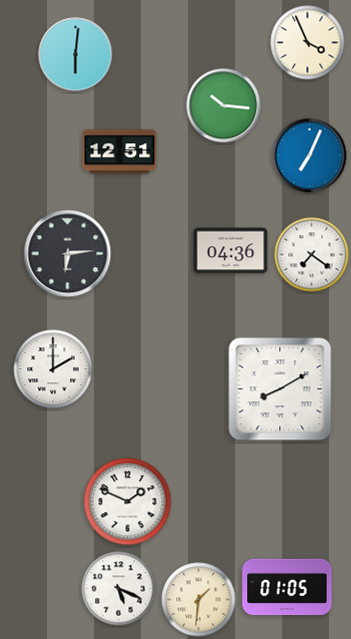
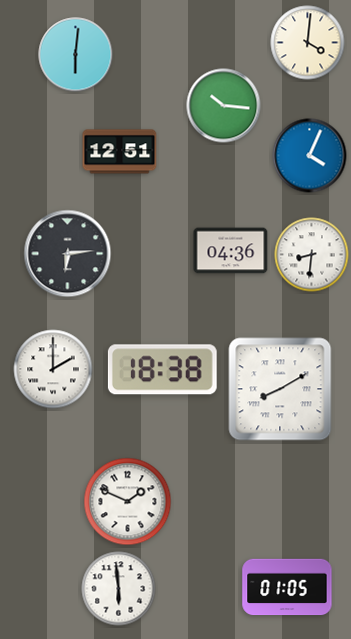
clock at (308, 43): 3:56 -> 4:01
clock at (310, 156): 7:04 -> 4:04
clock at (312, 255): 7:21 -> 8:31
clock at (162, 370): none -> 18:38
clock at (119, 589): 5:19 -> 5:59
clock at (199, 600): 1:31 -> none
